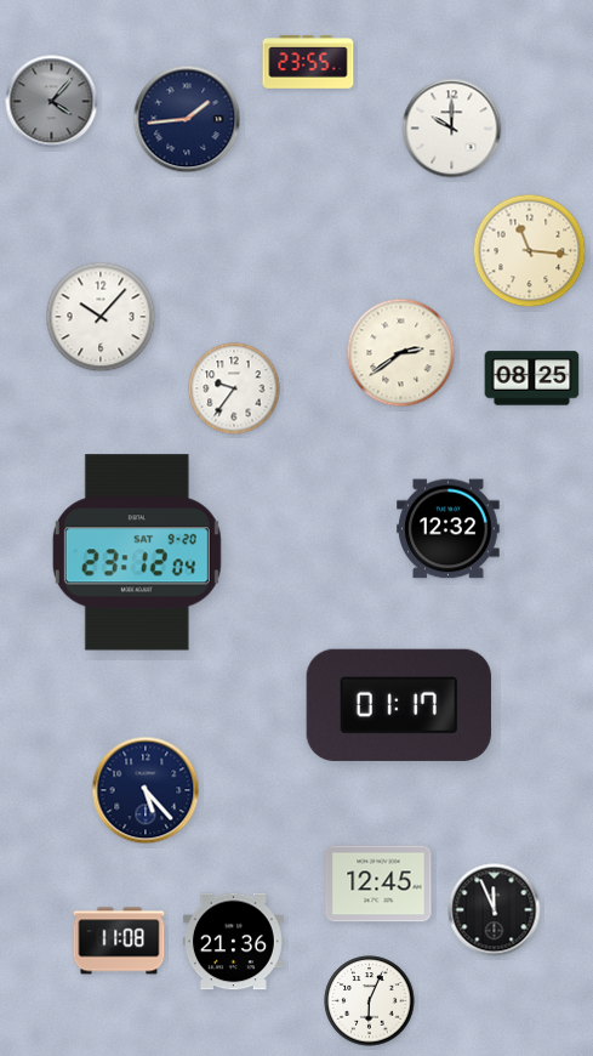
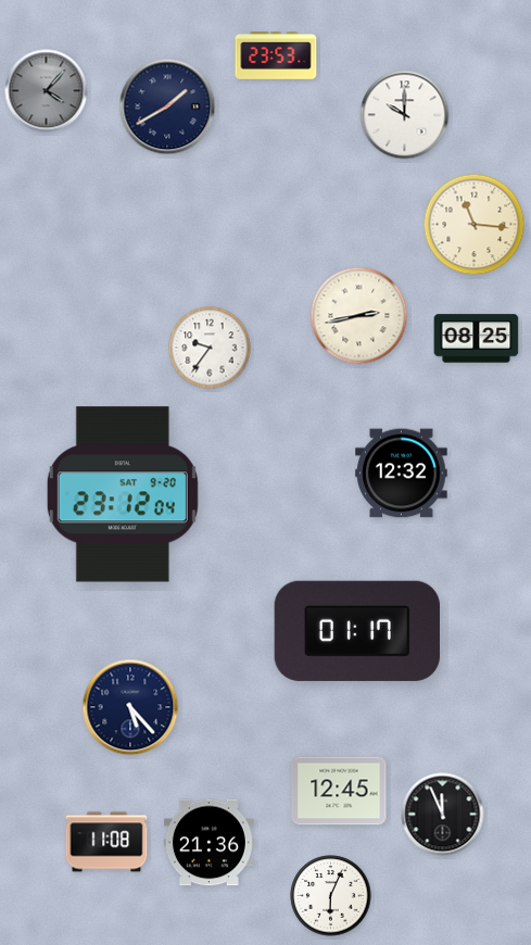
clock at (308, 63): 23:55 -> 23:53
clock at (187, 119): 1:44 -> 1:40
clock at (101, 317): 10:07 -> none
clock at (401, 353): 2:39 -> 2:43
